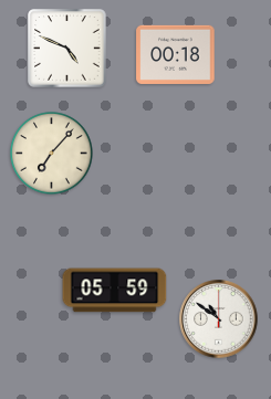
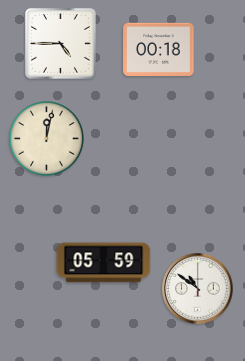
clock at (67, 49): 4:49 -> 4:45
clock at (52, 154): 7:07 -> 12:02
